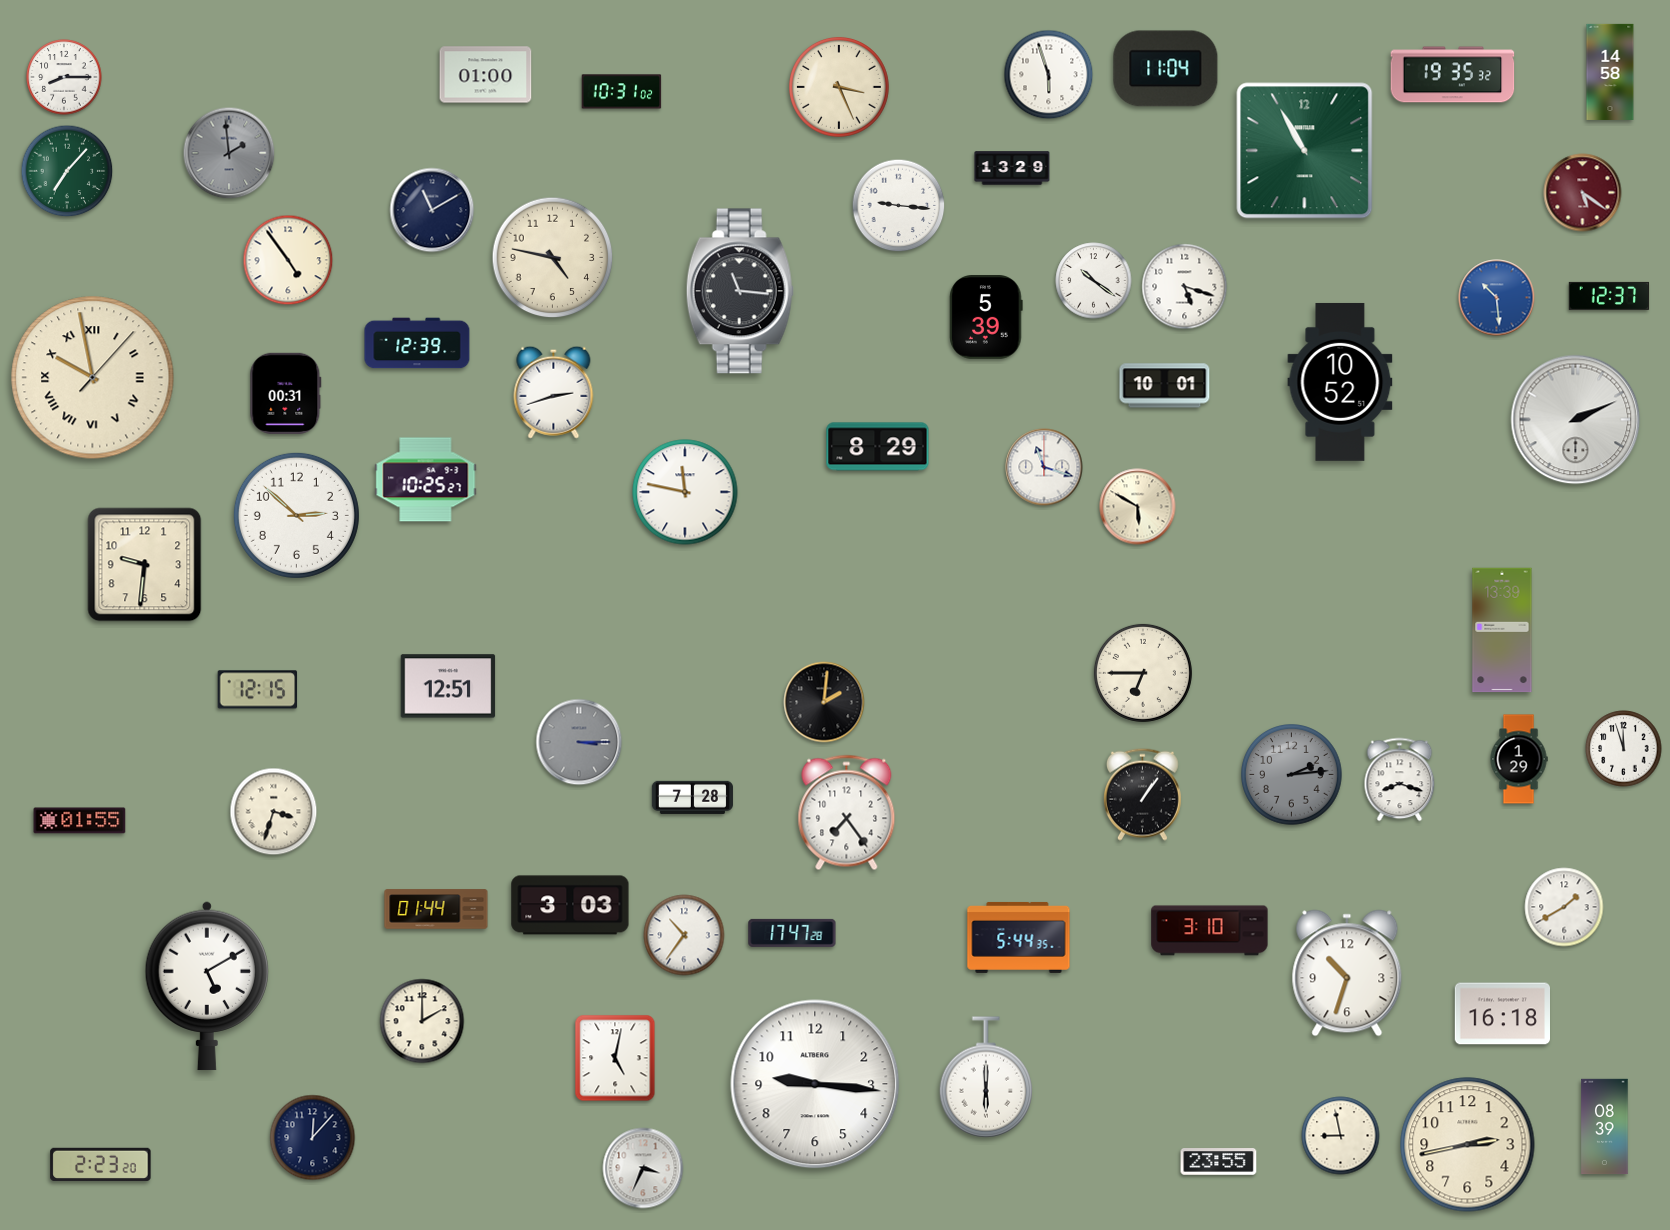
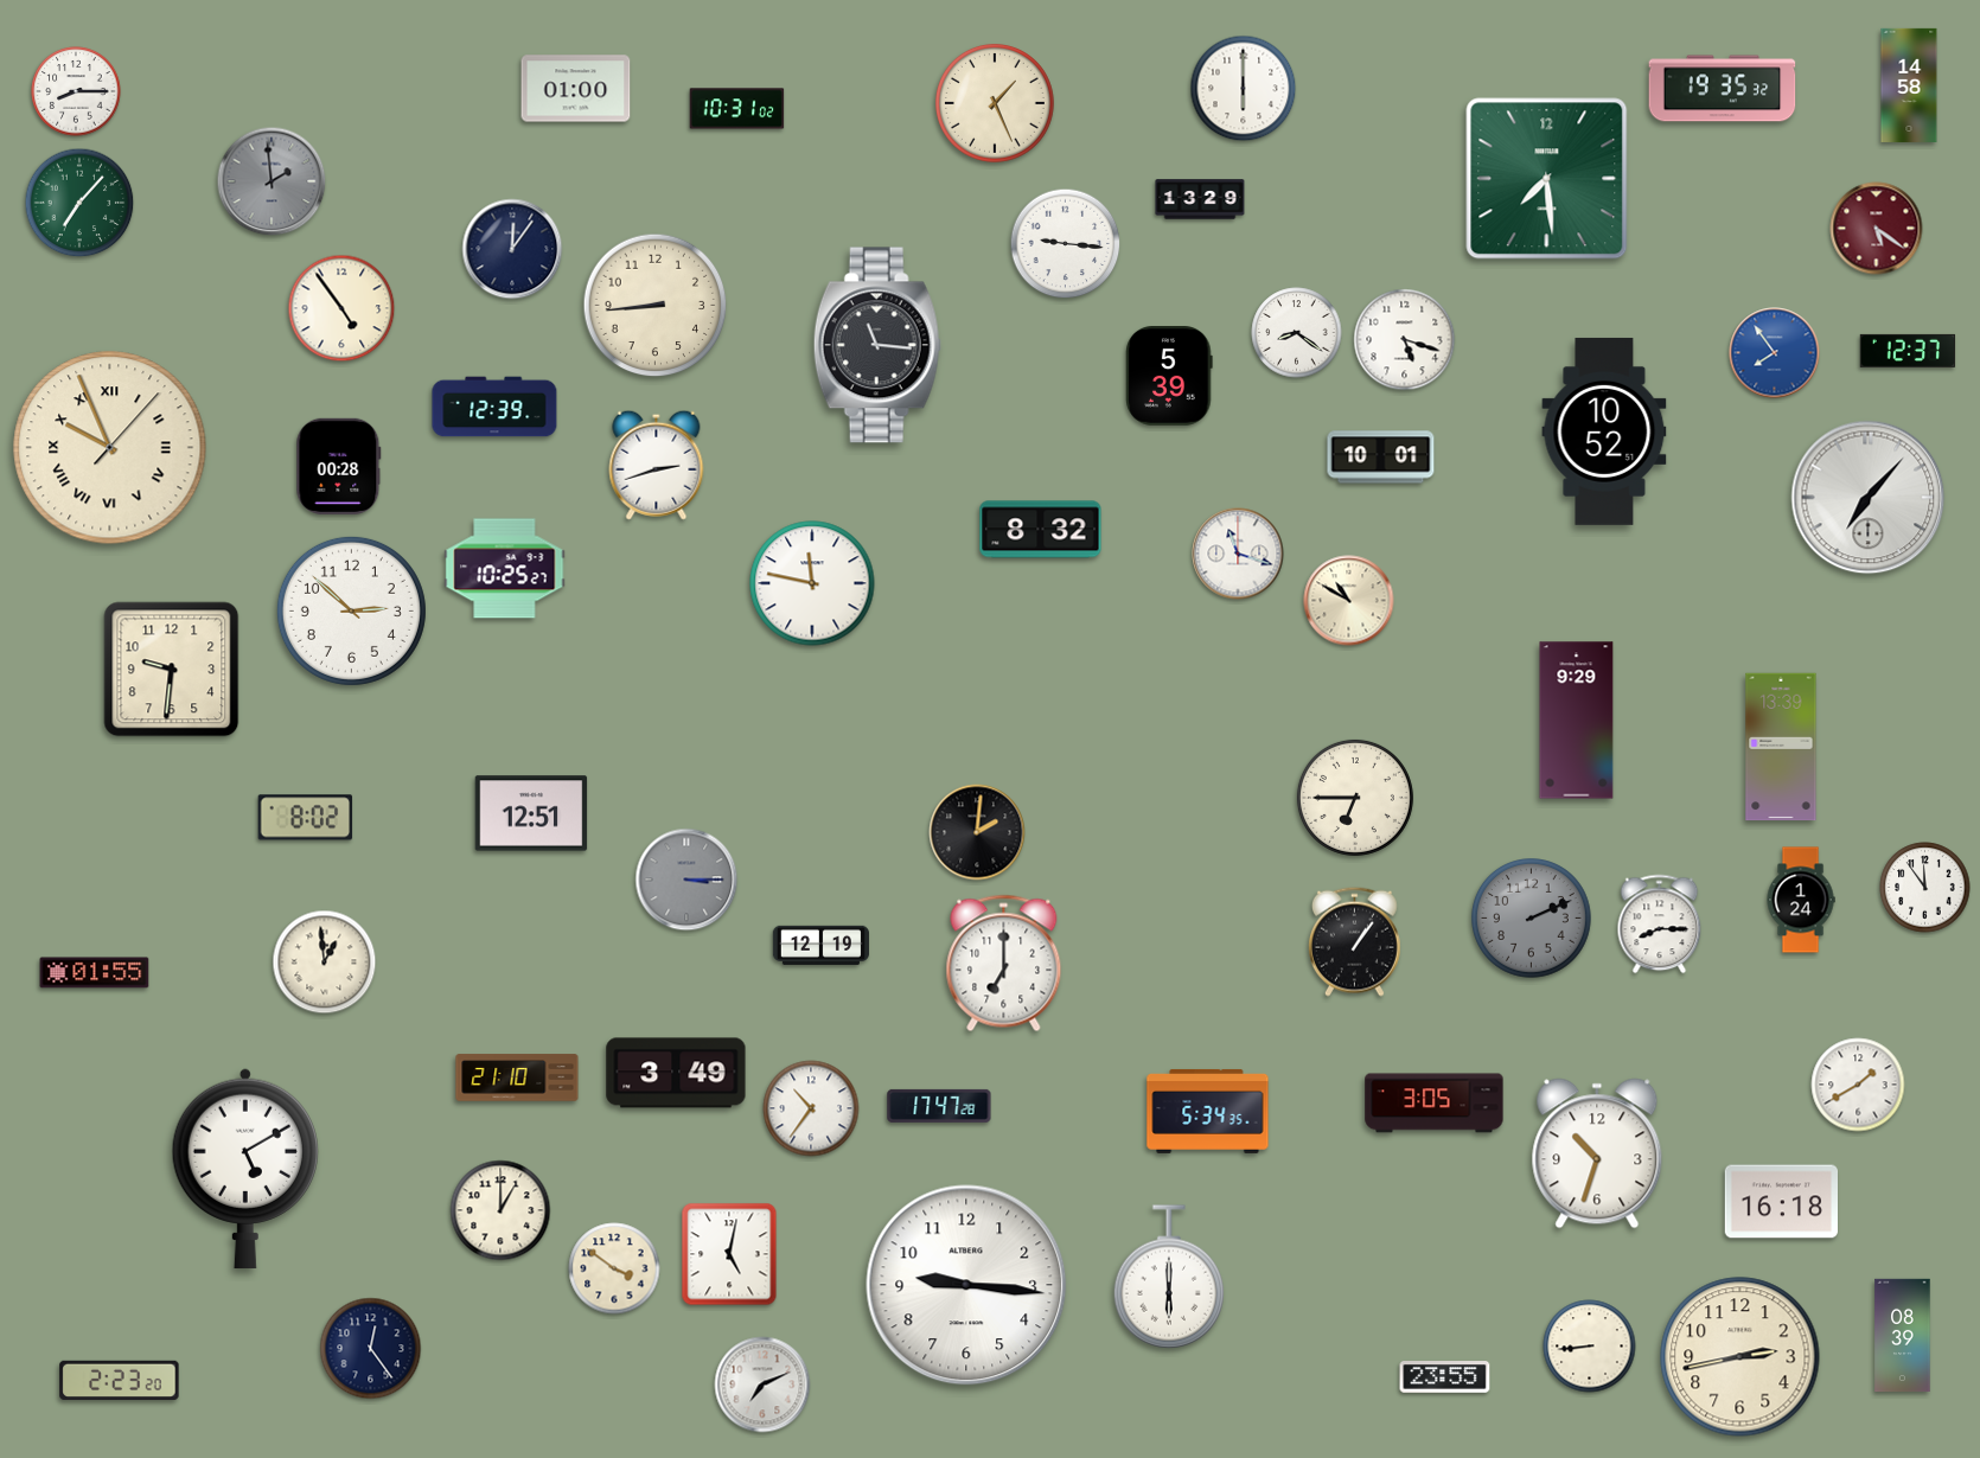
clock at (1166, 69): 11:04 -> none
clock at (1049, 75): 5:57 -> 6:00
clock at (839, 87): 3:26 -> 1:26
clock at (1305, 151): 10:55 -> 7:29
clock at (432, 210): 11:10 -> 12:06
clock at (553, 258): 4:47 -> 8:44
clock at (1094, 281): 10:21 -> 8:21
clock at (1497, 298): 10:29 -> 7:54
clock at (93, 378): 9:58 -> 9:56
clock at (1340, 382) position: (1340, 382) -> (1604, 431)
clock at (286, 393): 00:31 -> 00:28
clock at (1576, 420): 2:11 -> 7:07
clock at (878, 447): 8:29 -> 8:32
clock at (1138, 507): 5:50 -> 10:50
clock at (1577, 721): none -> 9:29
clock at (258, 690): 12:15 -> 8:02
clock at (1624, 749): 11:57 -> 11:54
clock at (1519, 759): 1:29 -> 1:24
clock at (1292, 775): 2:14 -> 2:11
clock at (1400, 780): 8:18 -> 8:15
clock at (692, 797): 7:28 -> 12:19
clock at (274, 812): 3:33 -> 12:59
clock at (847, 813): 7:24 -> 7:00
clock at (570, 905): 3:03 -> 3:49
clock at (1564, 907) position: (1564, 907) -> (1858, 1085)
clock at (436, 909): 01:44 -> 21:10
clock at (1210, 931): 3:10 -> 3:05
clock at (1019, 937): 5:44 -> 5:34
clock at (422, 1021): 2:00 -> 1:00
clock at (614, 1268): none -> 3:51
clock at (1341, 1136): 8:58 -> 8:44
clock at (313, 1138): 12:07 -> 12:24
clock at (643, 1168): 3:34 -> 7:11
